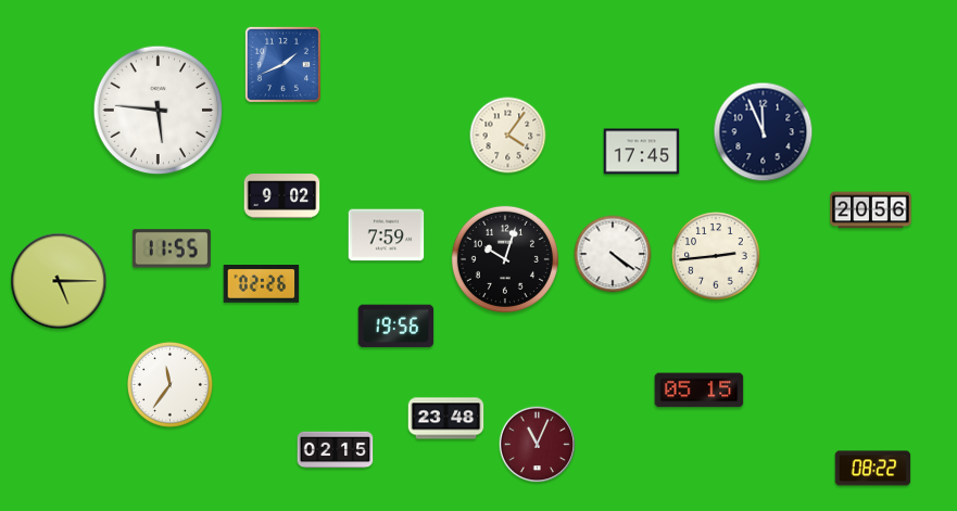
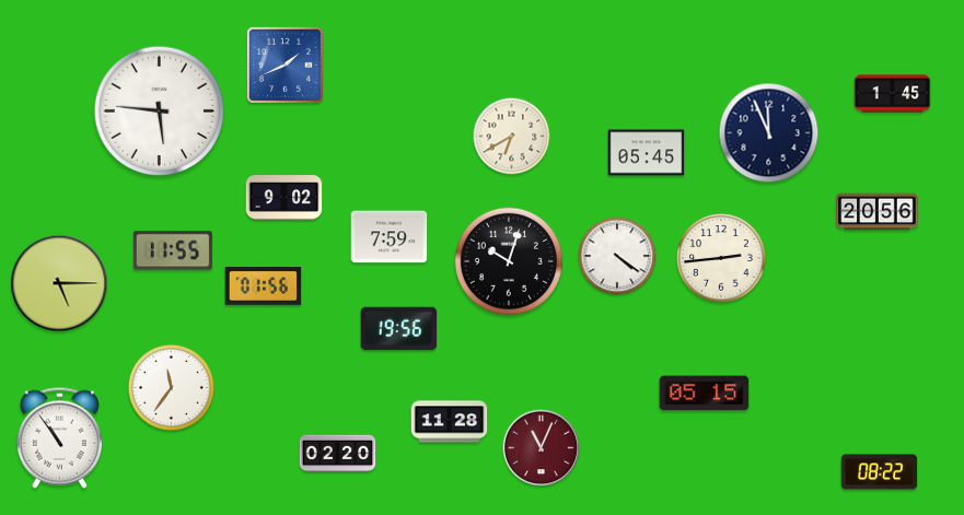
clock at (893, 94): none -> 1:45
clock at (508, 136): 4:06 -> 6:40
clock at (642, 152): 17:45 -> 05:45
clock at (262, 284): 02:26 -> 01:56
clock at (446, 419): 23:48 -> 11:28
clock at (59, 437): none -> 10:54
clock at (336, 450): 02:15 -> 02:20
